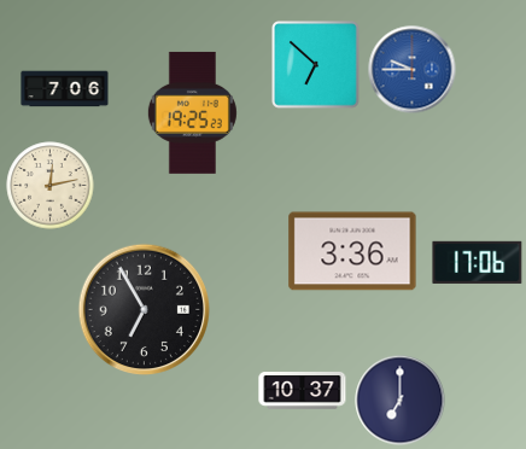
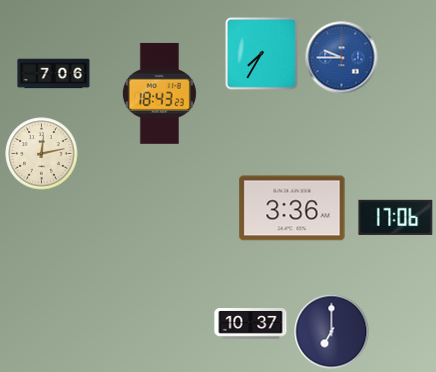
clock at (316, 65): 6:52 -> 7:35
clock at (192, 112): 19:25 -> 18:43
clock at (144, 309): 6:55 -> none
